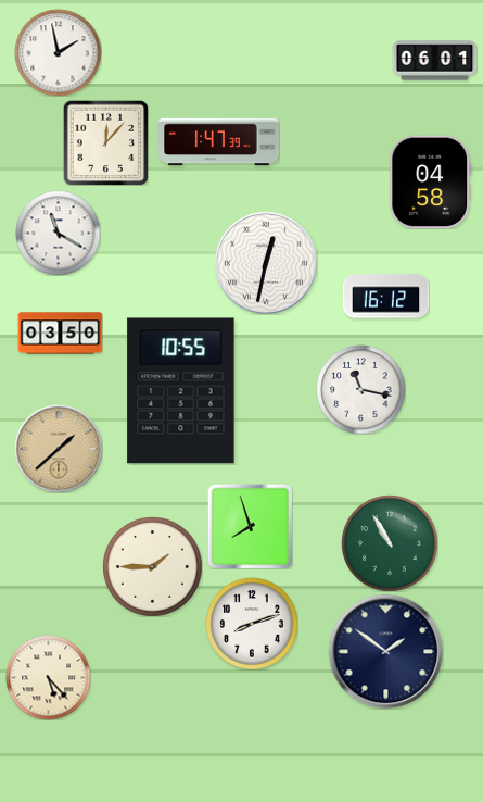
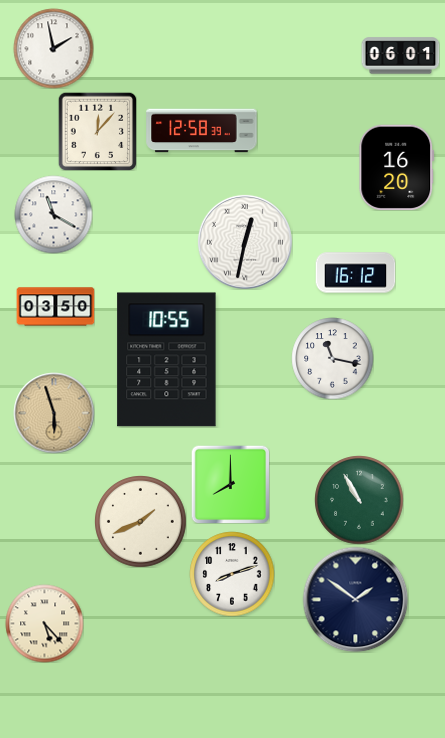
clock at (219, 142): 1:47 -> 12:58
clock at (431, 181): 04:58 -> 16:20
clock at (59, 449): 1:38 -> 5:57
clock at (250, 526): 7:57 -> 8:00
clock at (153, 567): 1:45 -> 1:41
